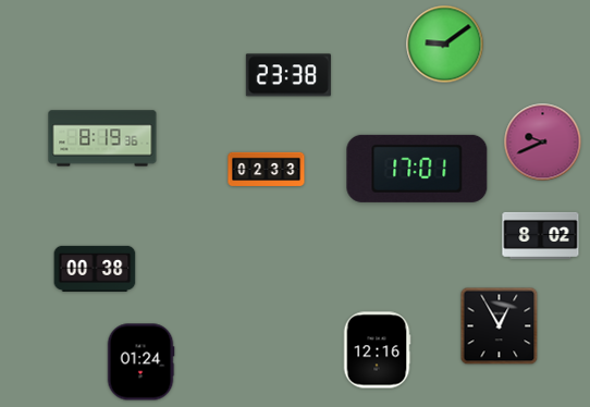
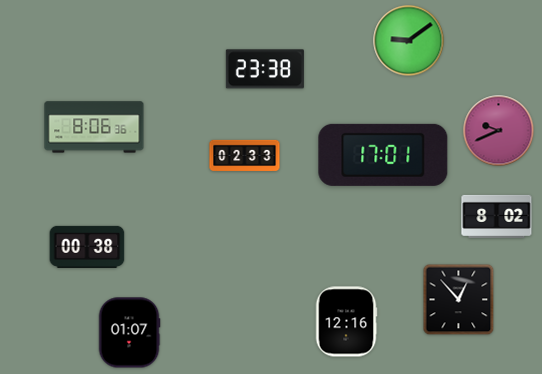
clock at (102, 138): 8:19 -> 8:06
clock at (500, 326): 12:55 -> 12:53
clock at (140, 362): 01:24 -> 01:07
